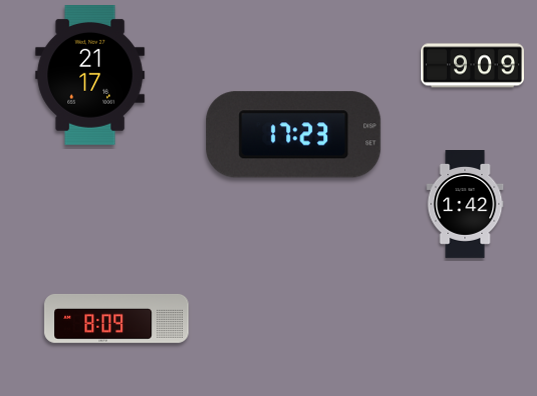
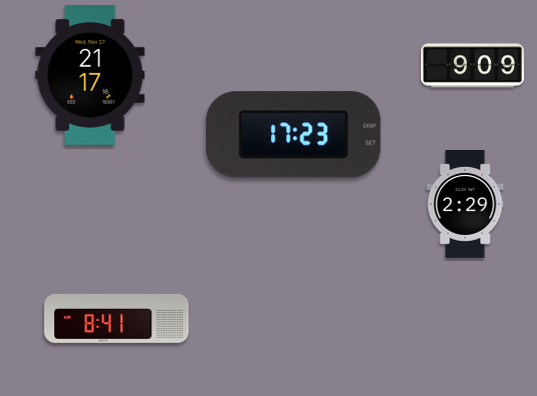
clock at (465, 205): 1:42 -> 2:29
clock at (117, 318): 8:09 -> 8:41
